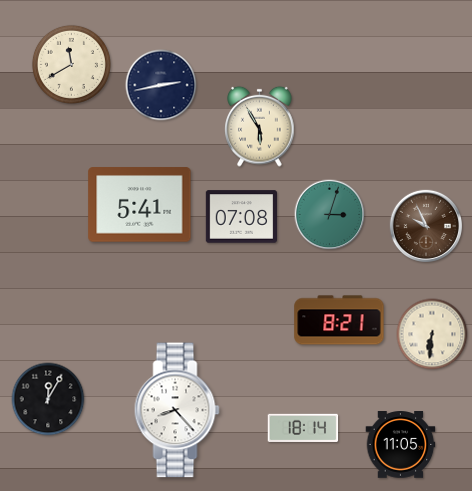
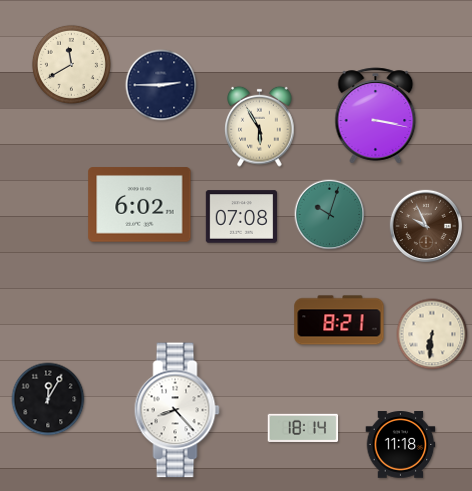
clock at (161, 85): 2:43 -> 2:45
clock at (376, 116): none -> 3:17
clock at (140, 205): 5:41 -> 6:02
clock at (330, 215): 3:03 -> 10:03
clock at (401, 445): 11:05 -> 11:18
